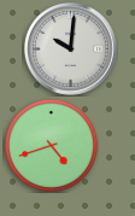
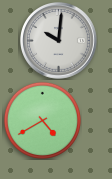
clock at (51, 145): 4:42 -> 4:40
